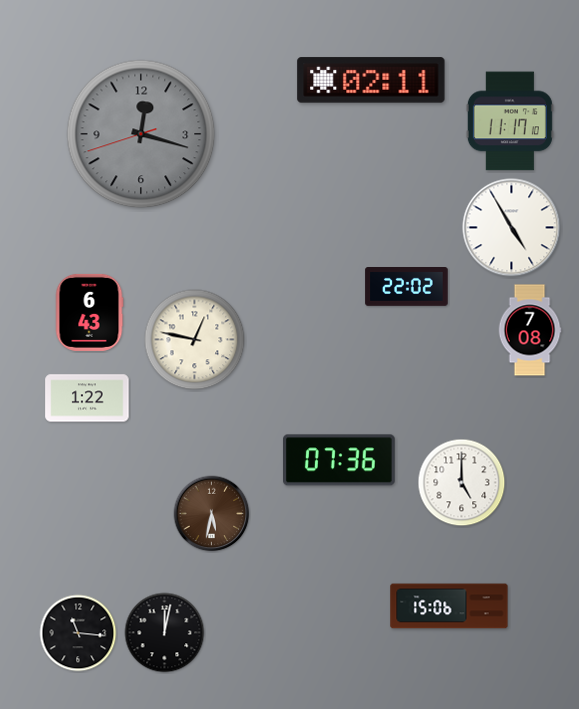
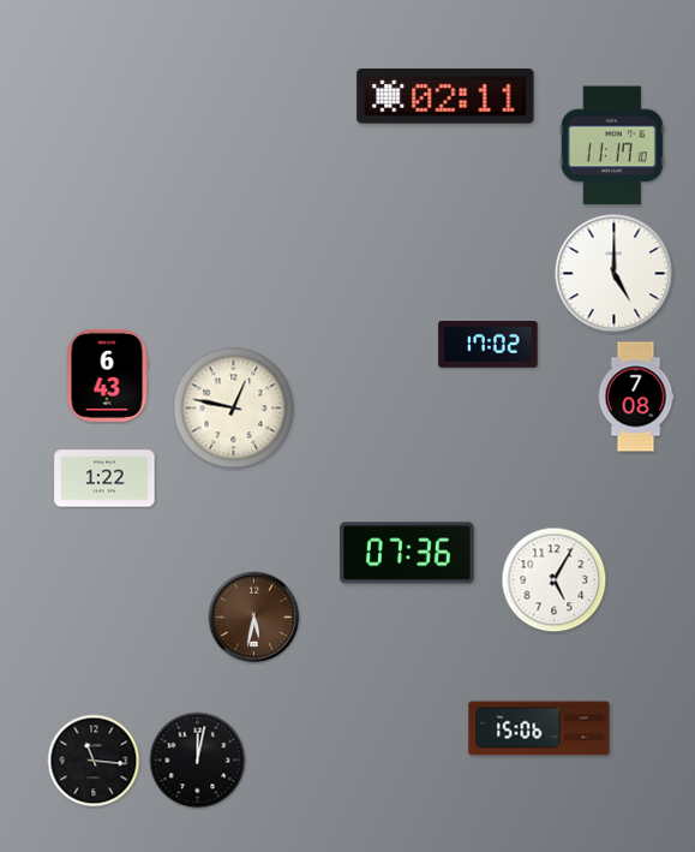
clock at (141, 134): 12:17 -> none
clock at (512, 228): 4:55 -> 5:00
clock at (407, 287): 22:02 -> 17:02
clock at (462, 483): 5:00 -> 5:05
